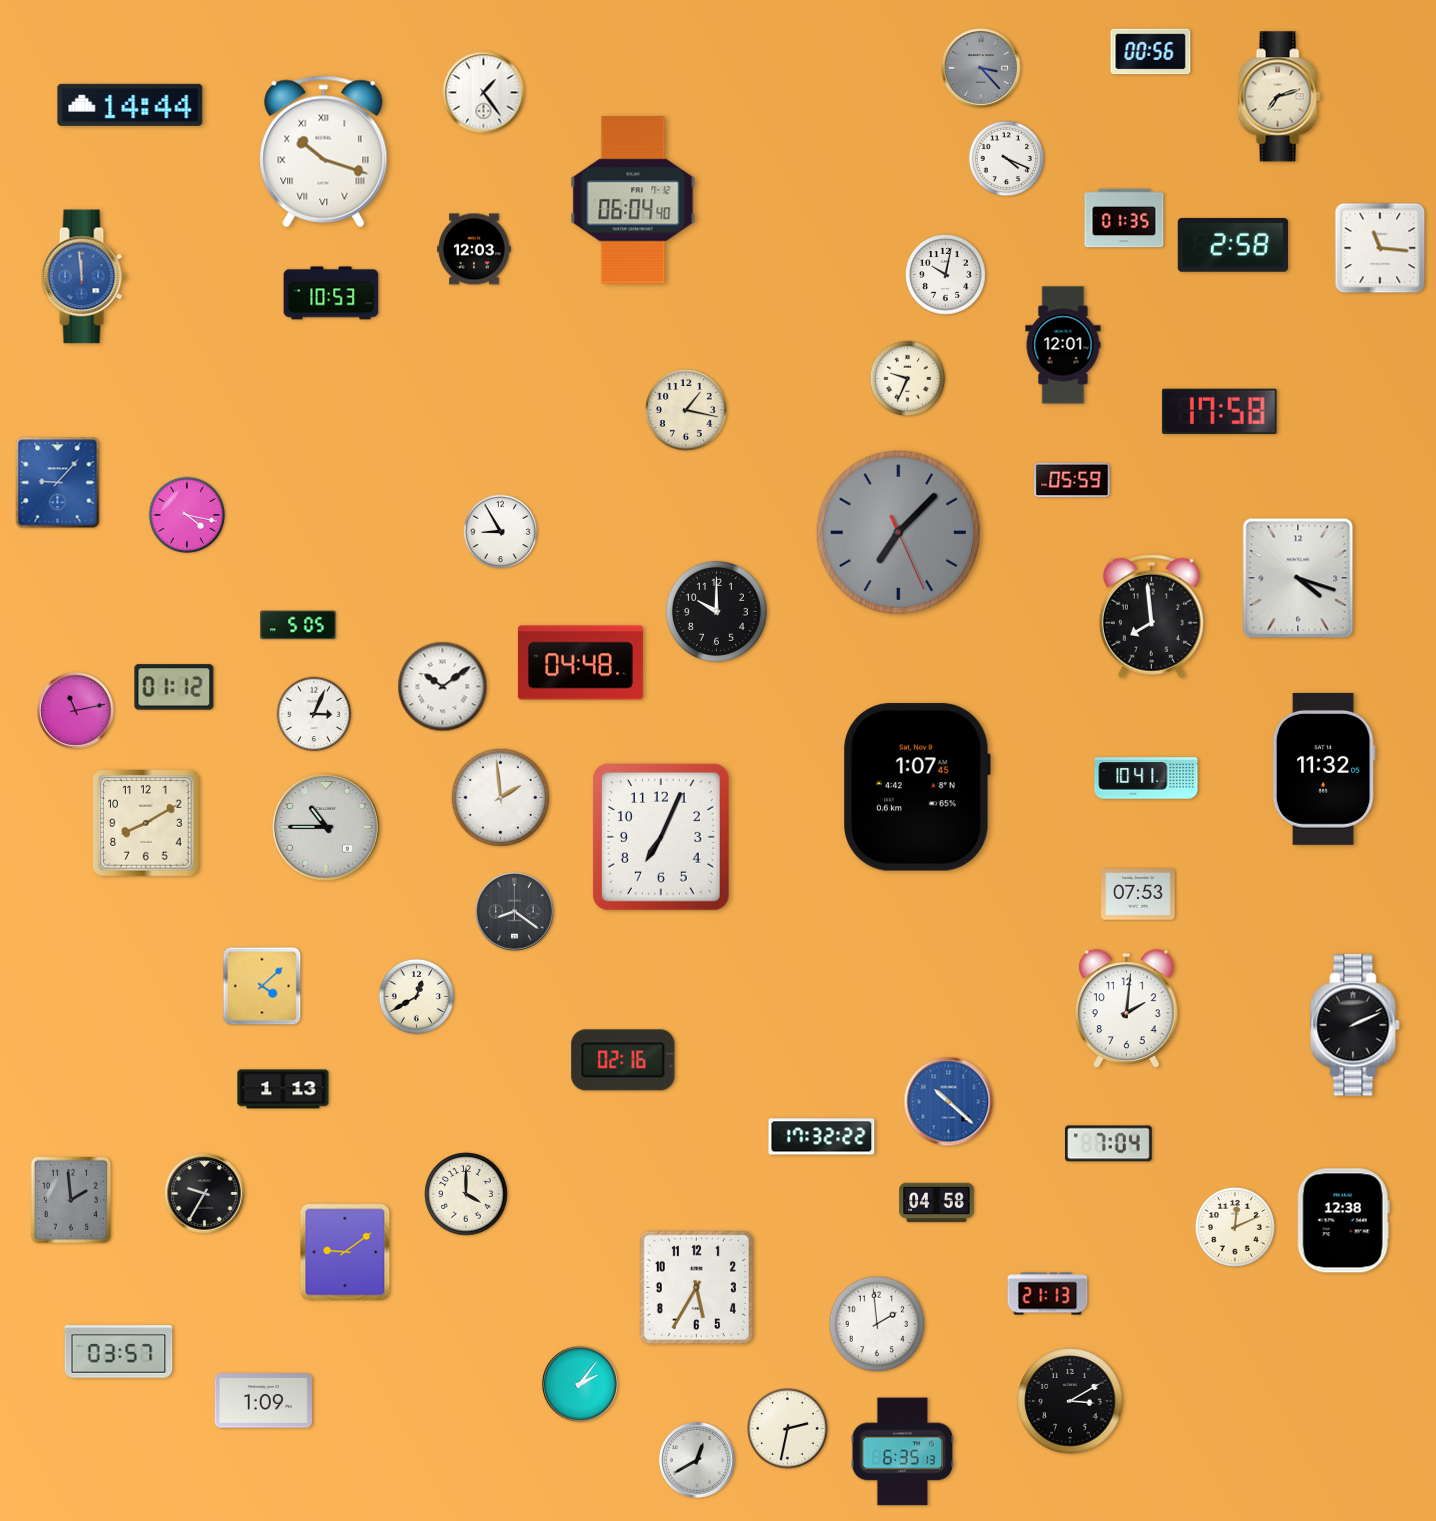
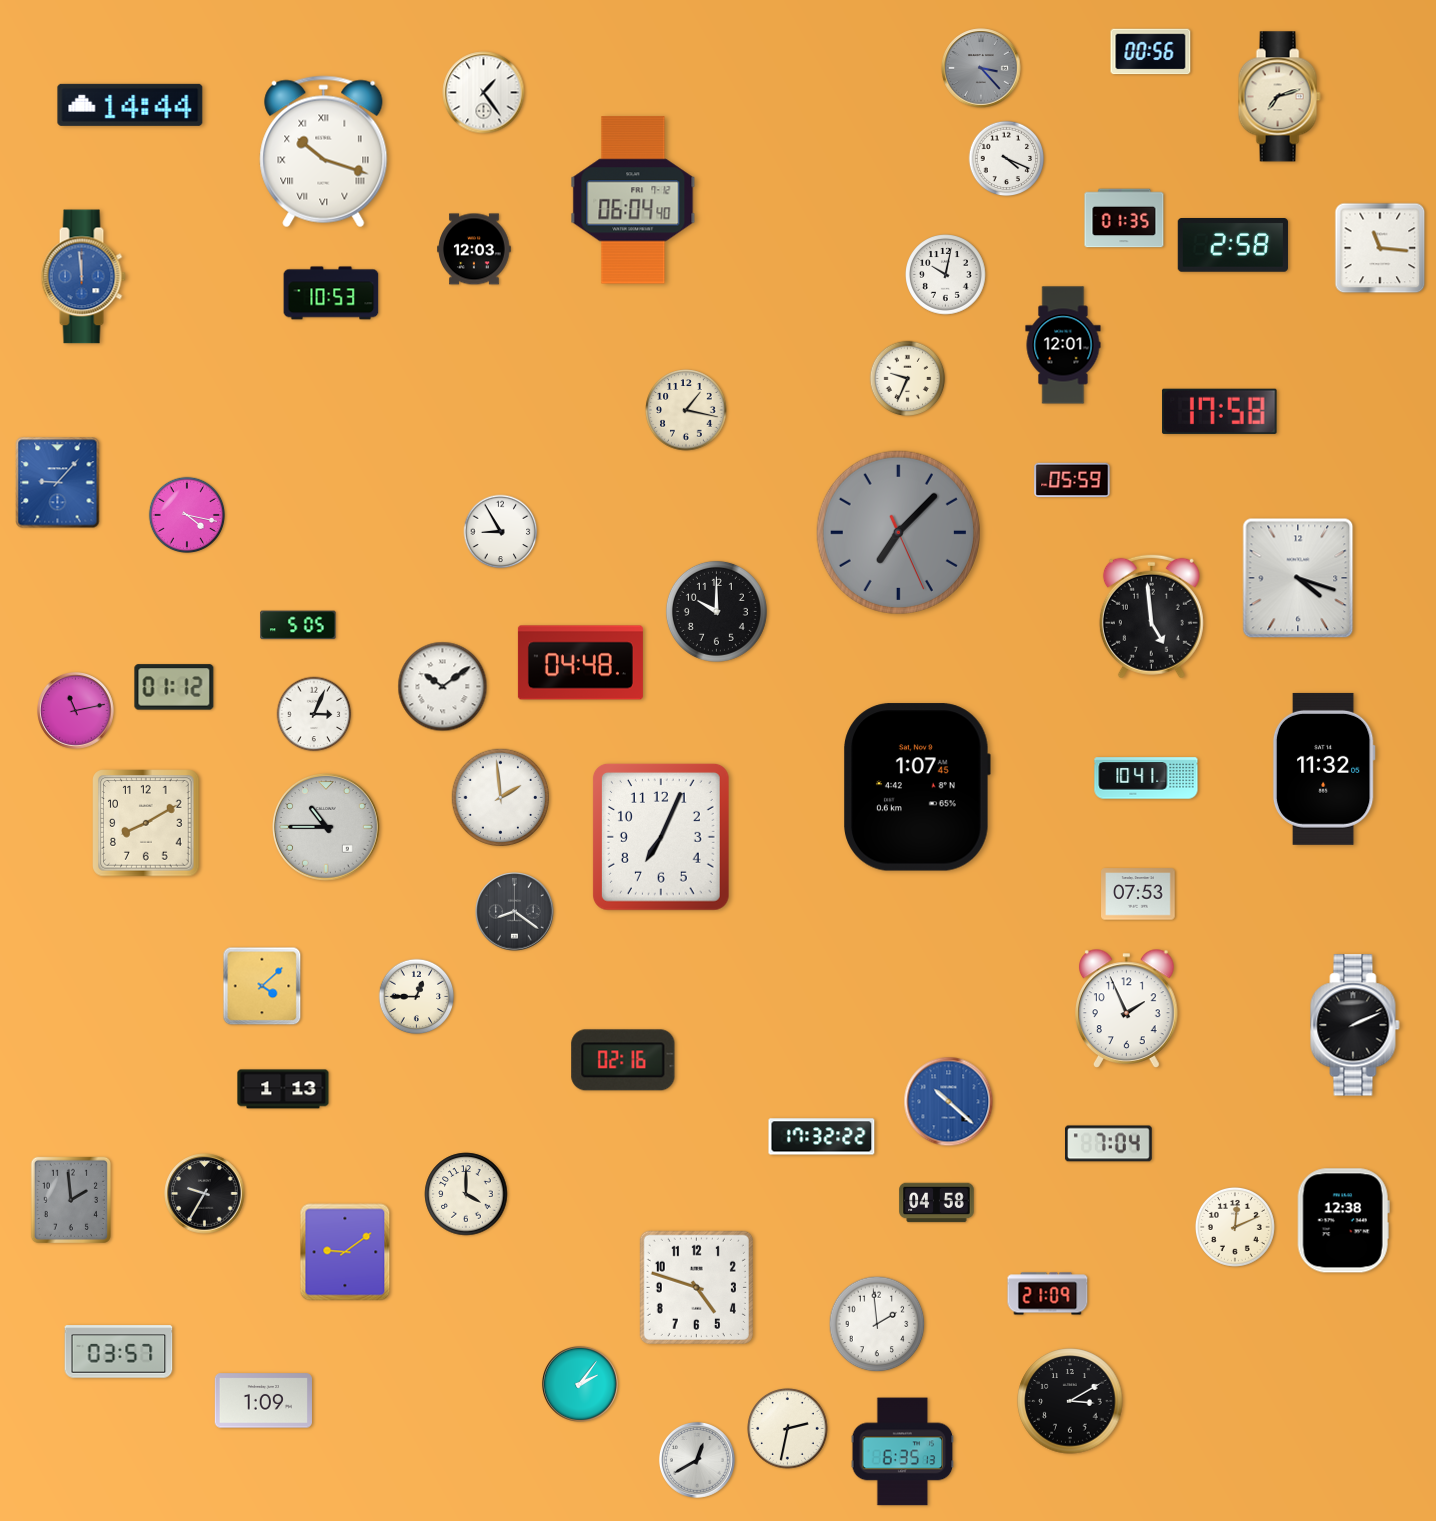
clock at (1151, 616): 7:59 -> 4:59
clock at (417, 997): 12:40 -> 12:45
clock at (1127, 1009): 2:01 -> 1:56
clock at (696, 1287): 5:35 -> 4:48
clock at (1048, 1294): 21:13 -> 21:09
